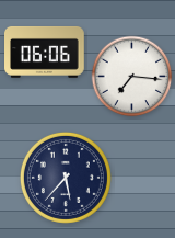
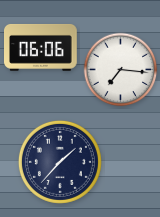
clock at (66, 178): 5:37 -> 1:37
